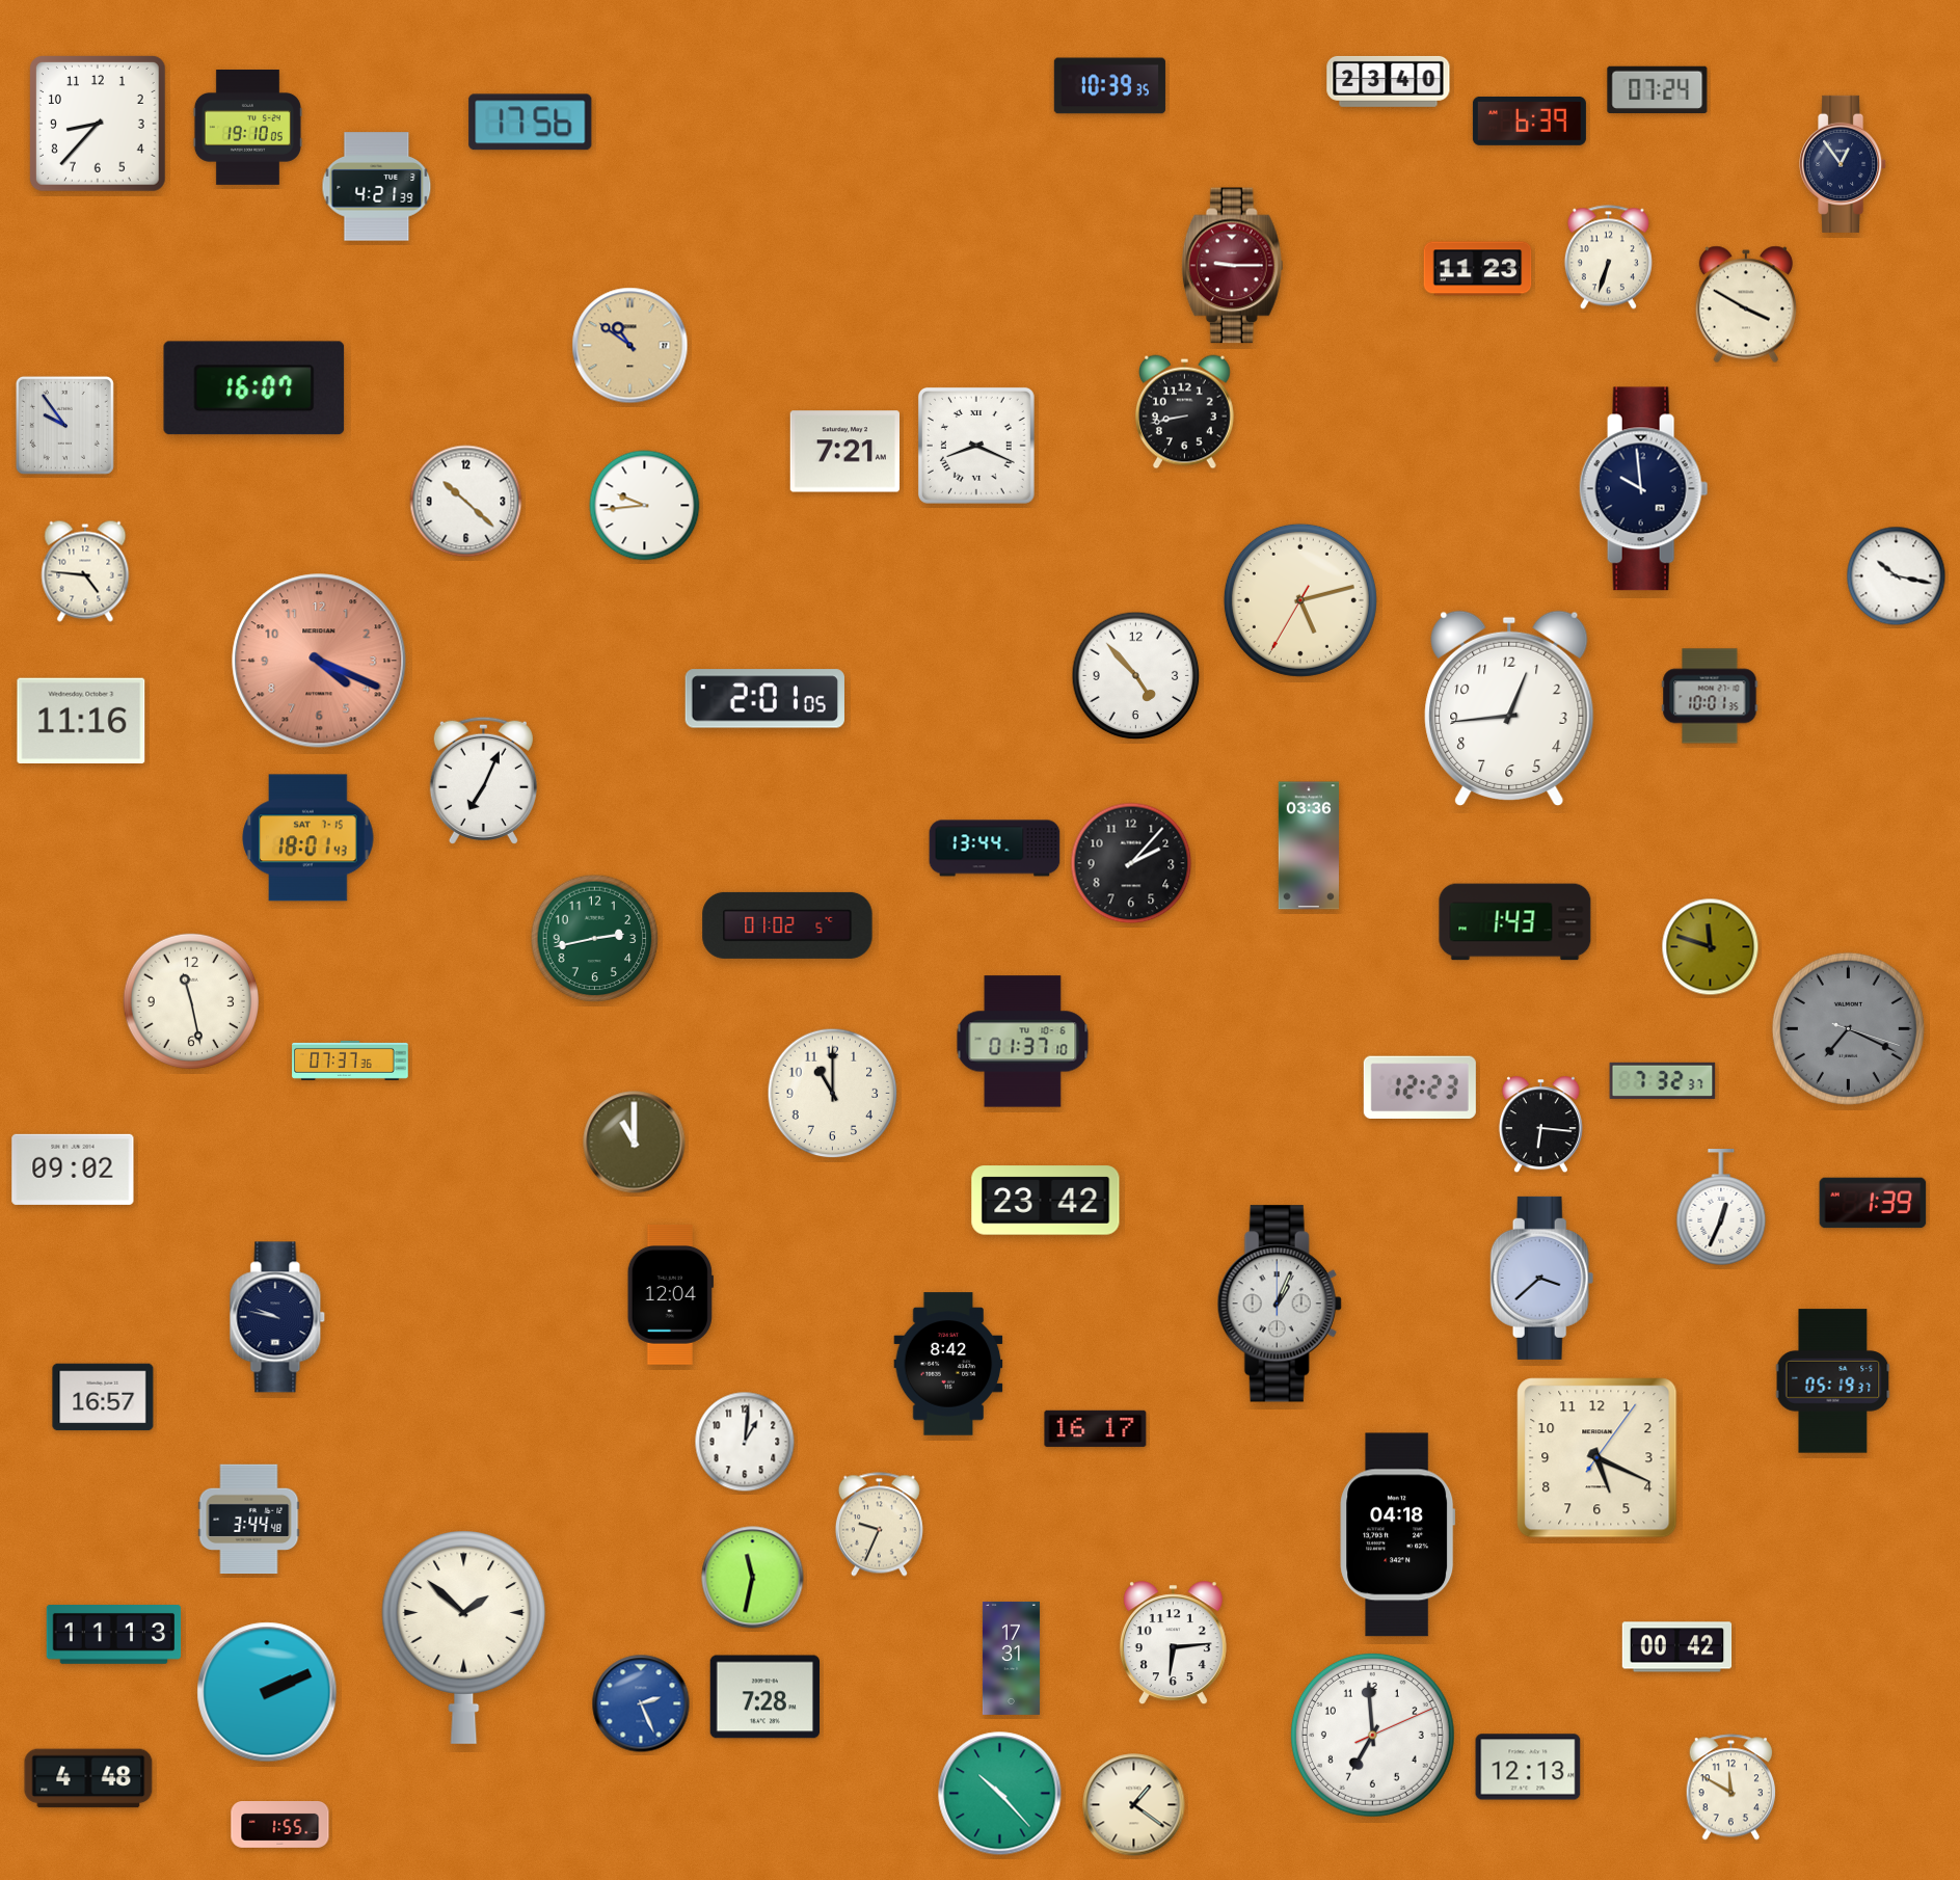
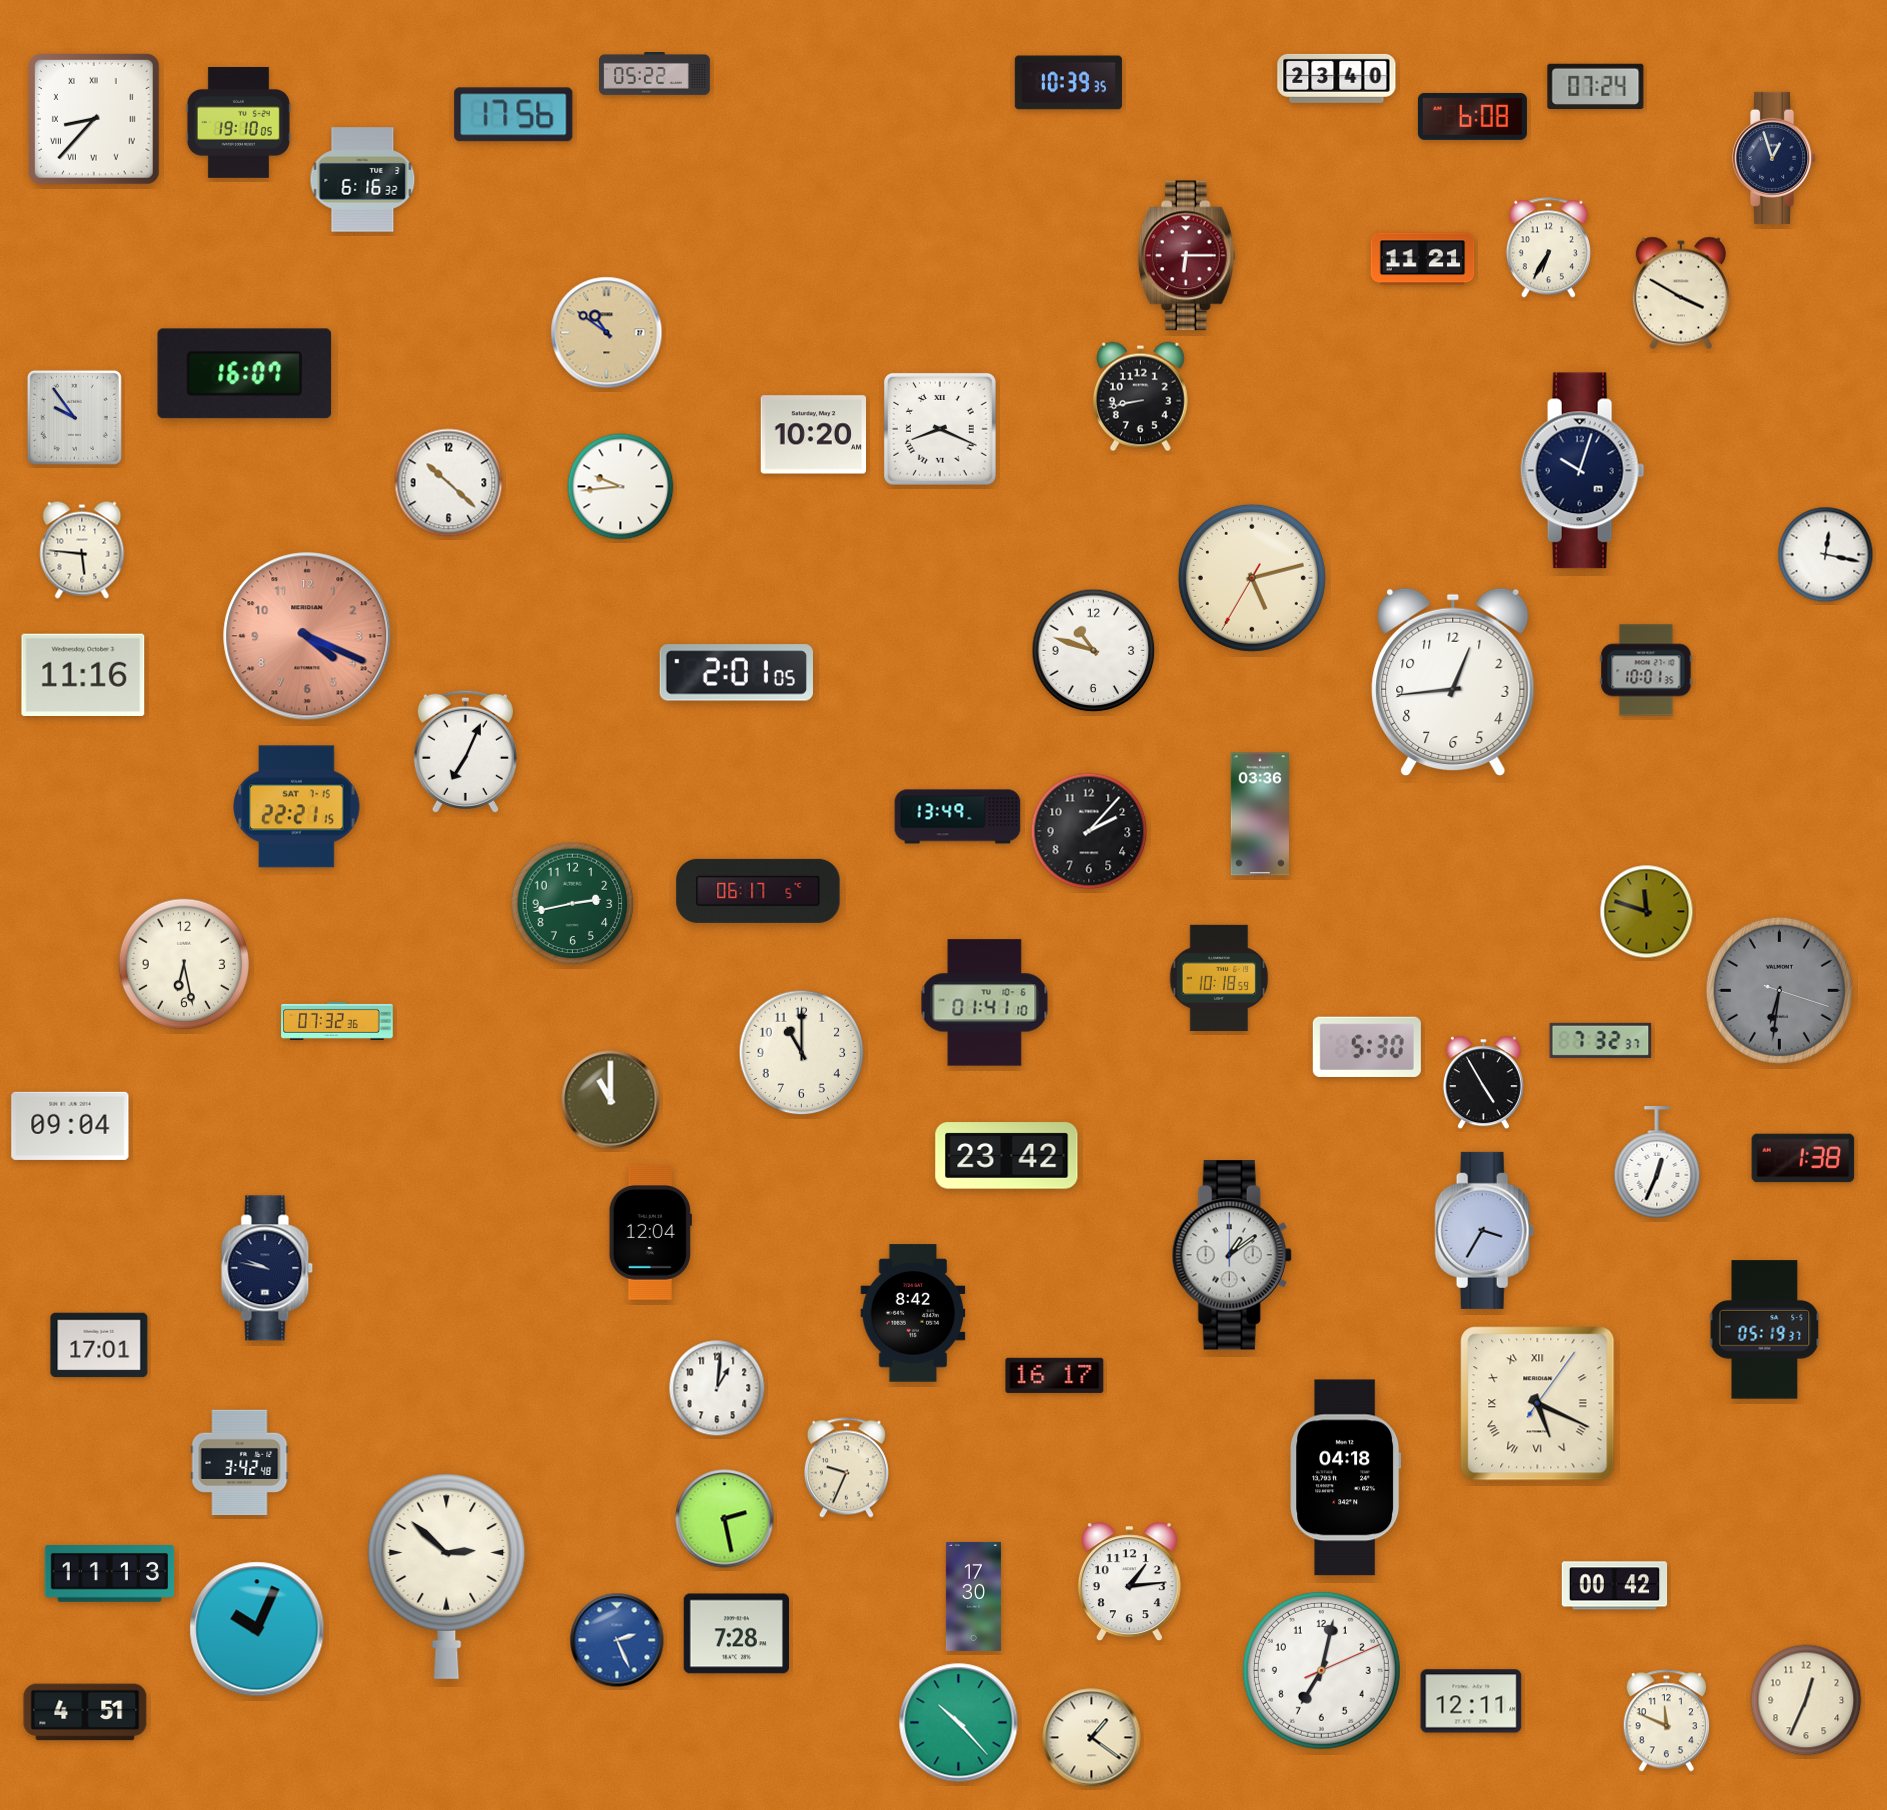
clock at (655, 74): none -> 05:22
clock at (1529, 120): 6:39 -> 6:08
clock at (531, 123) position: (531, 123) -> (514, 115)
clock at (98, 124) numerals: Arabic -> Roman
clock at (1844, 164): 12:54 -> 12:57
clock at (377, 187): 4:21 -> 6:16
clock at (1608, 258): 6:33 -> 6:35
clock at (1232, 266): 9:15 -> 6:15
clock at (1478, 269): 11:23 -> 11:21
clock at (64, 425) position: (64, 425) -> (74, 417)
clock at (844, 452): 7:21 -> 10:20
clock at (1644, 489): 9:59 -> 10:03
clock at (85, 571): 4:46 -> 5:46
clock at (1897, 576): 10:17 -> 12:17
clock at (1136, 676): 4:53 -> 10:48
clock at (81, 720) position: (81, 720) -> (83, 674)
clock at (308, 838): 18:01 -> 22:21
clock at (995, 849): 13:44 -> 13:49
clock at (1515, 922): 1:43 -> none
clock at (787, 925): 01:02 -> 06:17
clock at (190, 1000): 11:28 -> 6:28
clock at (1219, 977): none -> 10:18
clock at (1848, 1028): 7:19 -> 6:31
clock at (1023, 1042): 01:37 -> 01:41
clock at (350, 1060): 07:37 -> 07:32
clock at (1420, 1087): 12:23 -> 5:30
clock at (1540, 1125): 6:16 -> 4:55
clock at (73, 1170): 09:02 -> 09:04
clock at (1873, 1203): 1:39 -> 1:38
clock at (1542, 1278): 3:38 -> 3:35
clock at (670, 1294) position: (670, 1294) -> (650, 1232)
clock at (1280, 1304): 1:04 -> 1:09
clock at (103, 1397): 16:57 -> 17:01
clock at (1597, 1458) numerals: Arabic -> Roman
clock at (249, 1520): 3:44 -> 3:42
clock at (753, 1578): 11:32 -> 2:28
clock at (464, 1637): 1:52 -> 2:52
clock at (1173, 1643): 6:14 -> 1:14
clock at (1011, 1658): 17:31 -> 17:30
clock at (267, 1692): 2:11 -> 10:04
clock at (1372, 1735): 6:59 -> 7:02
clock at (1806, 1700): none -> 12:34
clock at (1528, 1767): 12:13 -> 12:11
clock at (88, 1778): 4:48 -> 4:51
clock at (1730, 1788): 11:50 -> 11:49
clock at (1000, 1794) position: (1000, 1794) -> (959, 1723)
clock at (280, 1825): 1:55 -> none
